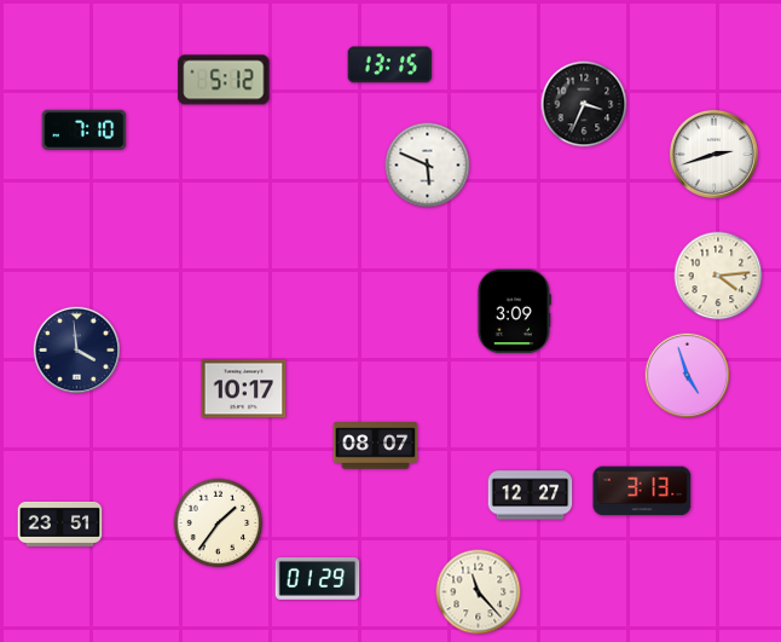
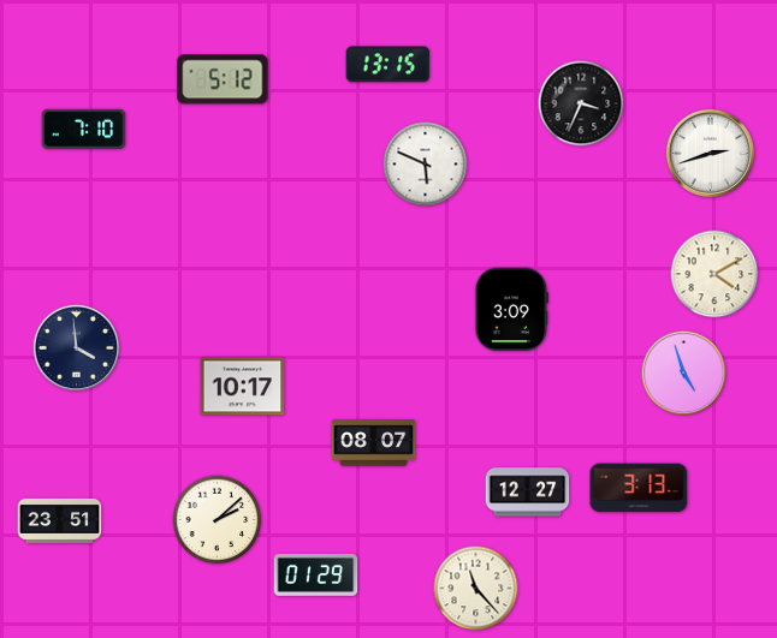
clock at (718, 276): 4:14 -> 4:10
clock at (219, 524): 1:36 -> 2:08
